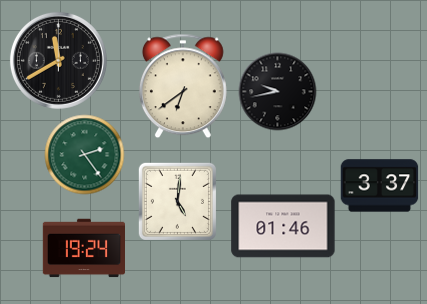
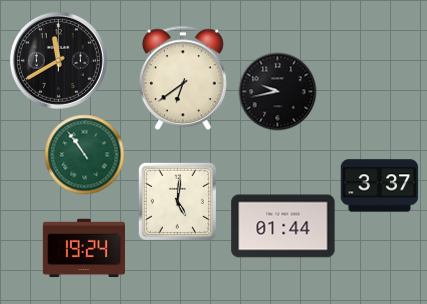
clock at (183, 86) position: (183, 86) -> (183, 78)
clock at (84, 154): 2:24 -> 10:54
clock at (283, 226): 01:46 -> 01:44
